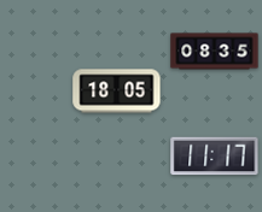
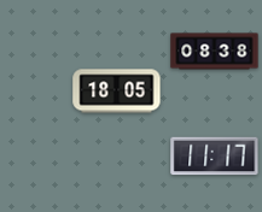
clock at (215, 52): 08:35 -> 08:38
